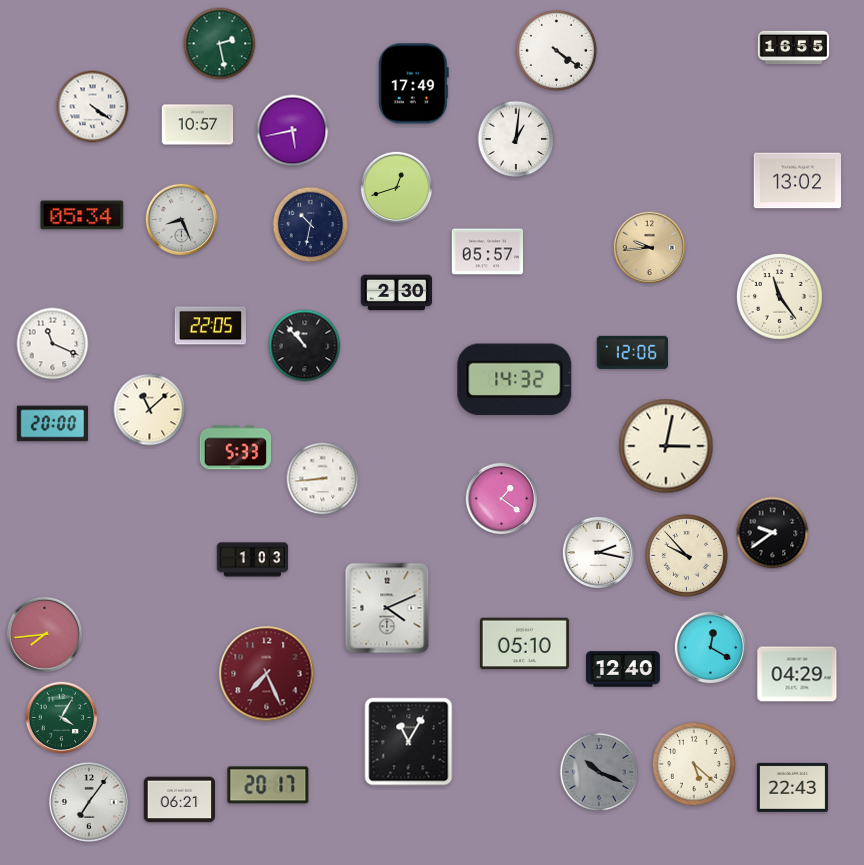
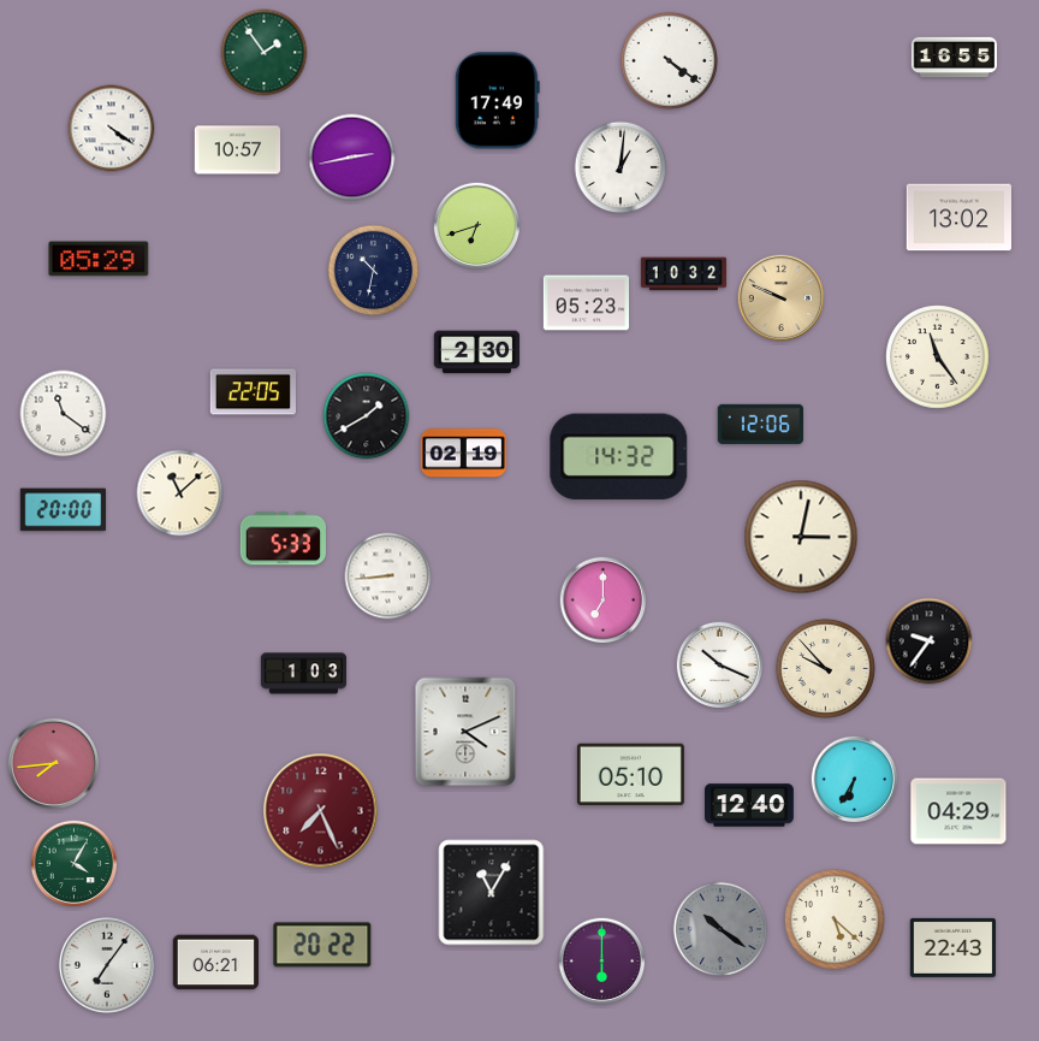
clock at (220, 44): 2:28 -> 1:54
clock at (293, 131): 5:43 -> 2:43
clock at (397, 188): 12:42 -> 6:42
clock at (82, 215): 05:34 -> 05:29
clock at (182, 220): 8:26 -> none
clock at (684, 274): none -> 10:32
clock at (650, 248): 9:44 -> 9:49
clock at (488, 252): 05:57 -> 05:23
clock at (53, 344): 11:19 -> 11:21
clock at (305, 346): 10:53 -> 1:40
clock at (463, 454): none -> 02:19
clock at (502, 499): 1:21 -> 7:00
clock at (773, 533): 9:39 -> 9:36
clock at (599, 553): 2:17 -> 10:19
clock at (711, 648): 12:20 -> 6:35
clock at (599, 772): 10:19 -> 10:21
clock at (268, 785): 20:17 -> 20:22
clock at (602, 962): none -> 6:00
